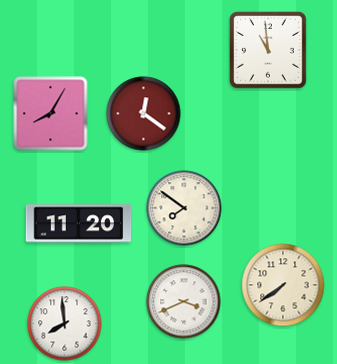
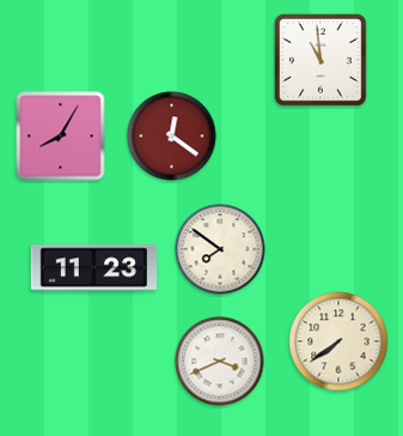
clock at (79, 224): 11:20 -> 11:23
clock at (65, 324): 7:59 -> none
